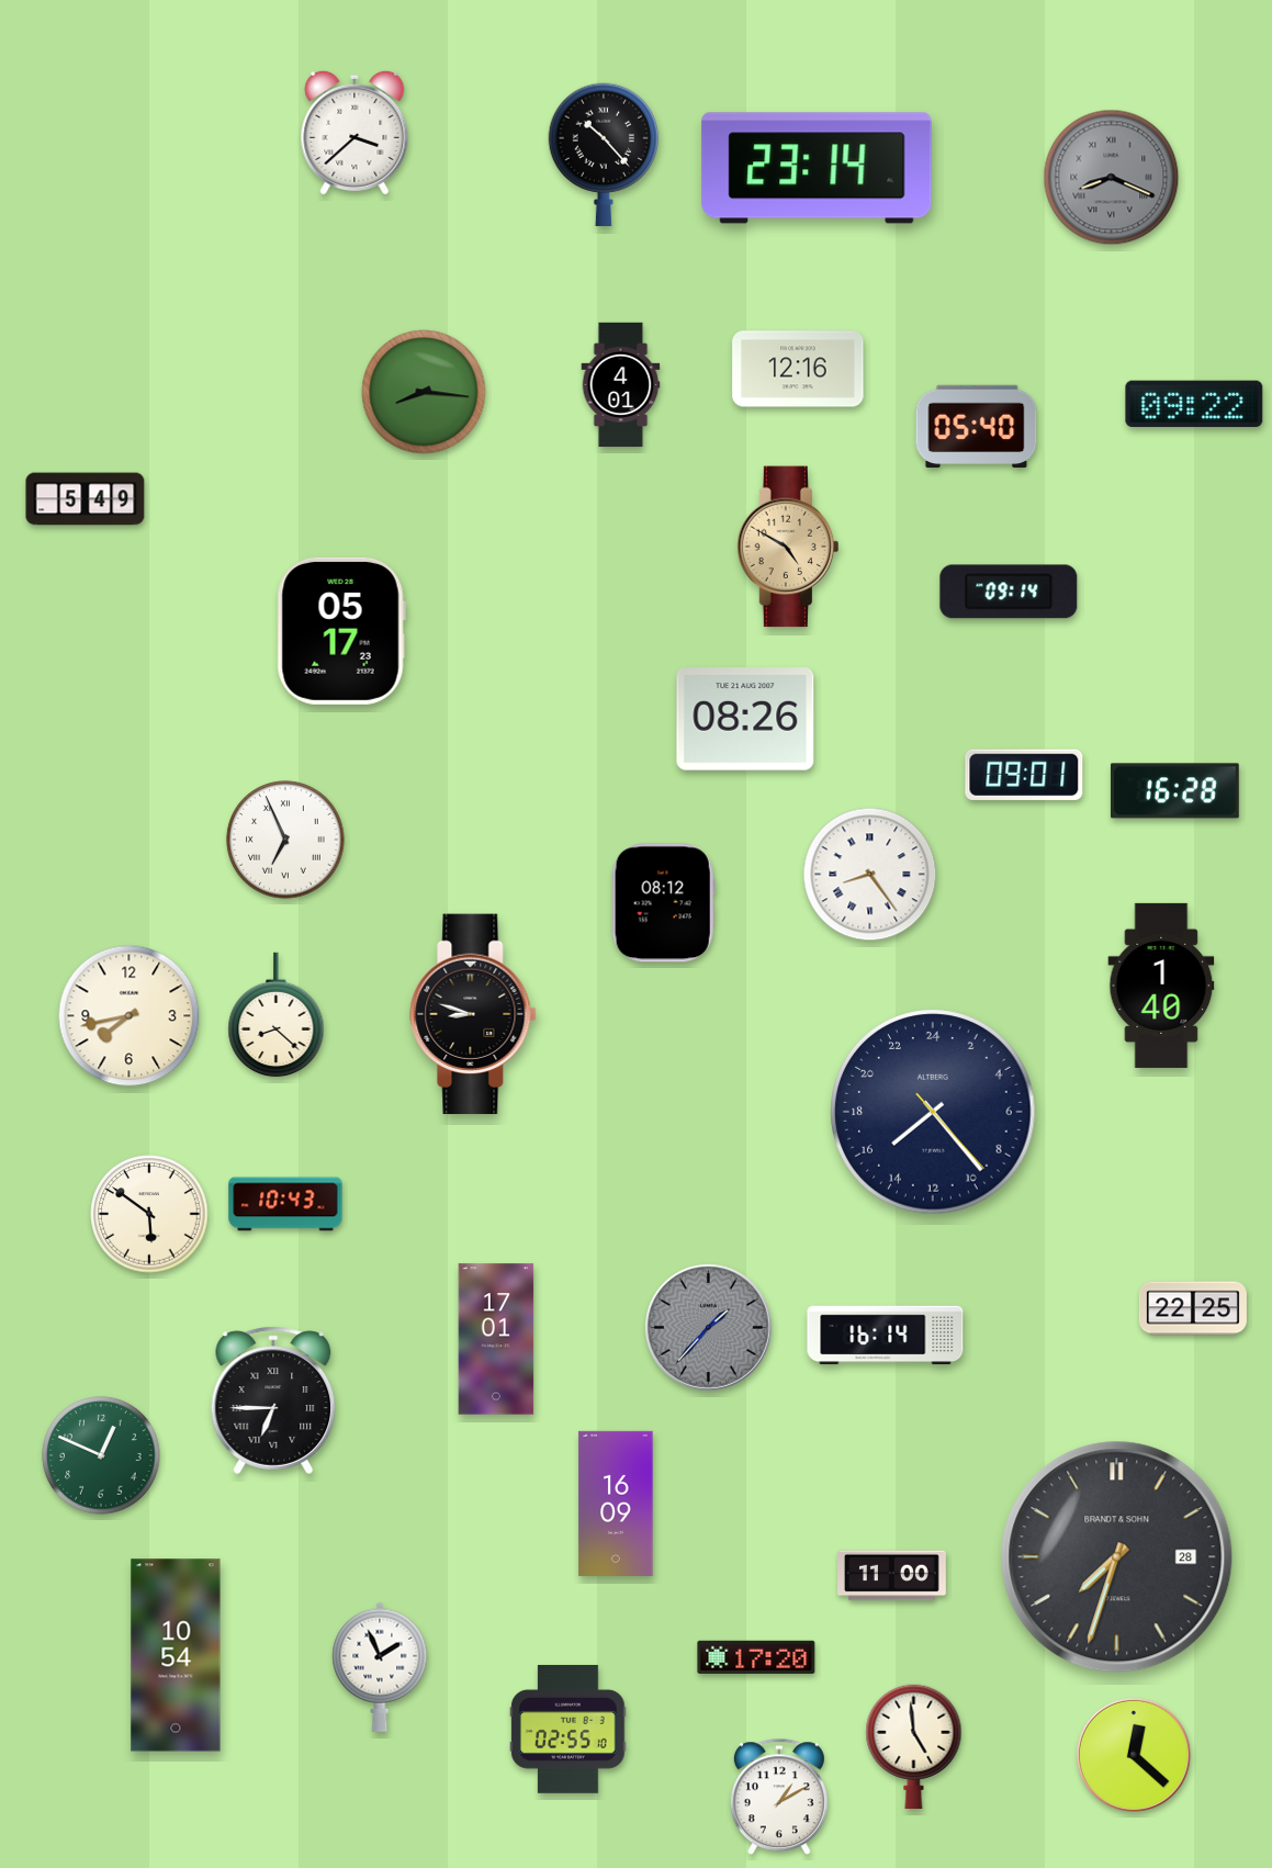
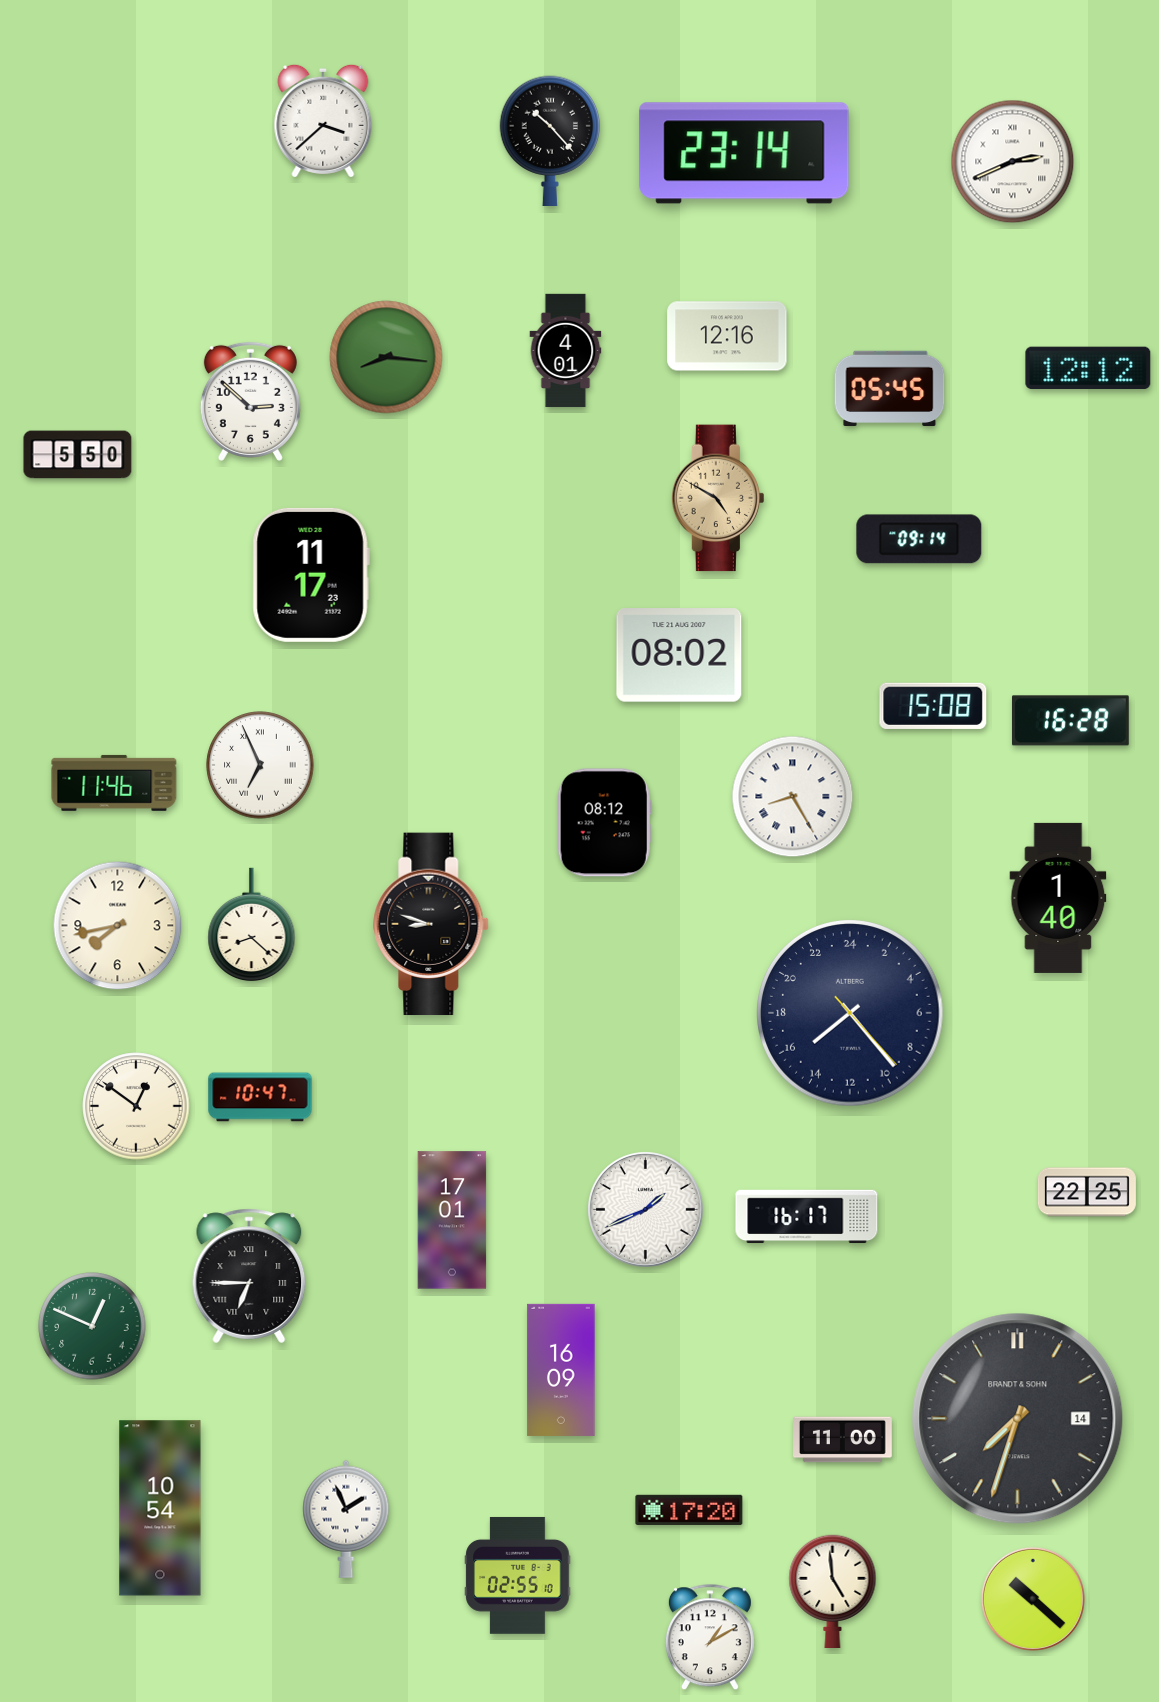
clock at (1112, 178): 8:19 -> 2:41
clock at (1112, 178) dial: grey -> white
clock at (1194, 404): 09:22 -> 12:12
clock at (977, 427): 05:40 -> 05:45
clock at (250, 401): none -> 2:52
clock at (86, 499): 5:49 -> 5:50
clock at (341, 631): 05:17 -> 11:17
clock at (745, 719): 08:26 -> 08:02
clock at (1024, 775): 09:01 -> 15:08
clock at (114, 783): none -> 11:46
clock at (870, 875): 8:24 -> 8:25
clock at (285, 1204): 10:43 -> 10:47
clock at (149, 1214): 5:51 -> 12:51
clock at (709, 1328): 1:37 -> 1:41
clock at (709, 1328) dial: grey -> white
clock at (886, 1336): 16:14 -> 16:17
clock at (1117, 1557) date: 28 -> 14
clock at (892, 1576) position: (892, 1576) -> (843, 1440)
clock at (1134, 1755): 12:22 -> 10:22
